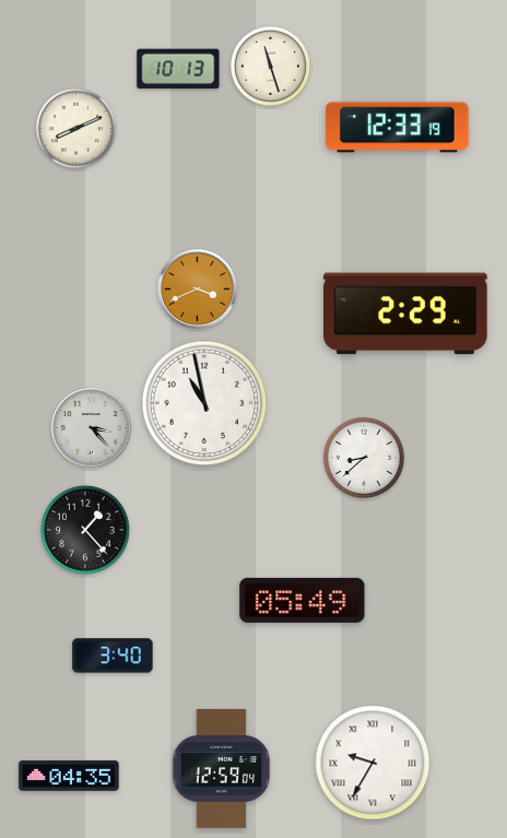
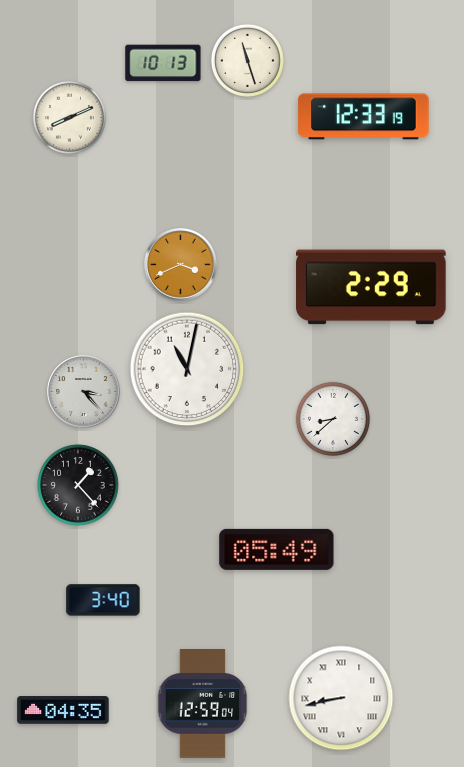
clock at (204, 403): 10:58 -> 11:02
clock at (373, 763): 9:35 -> 8:43
